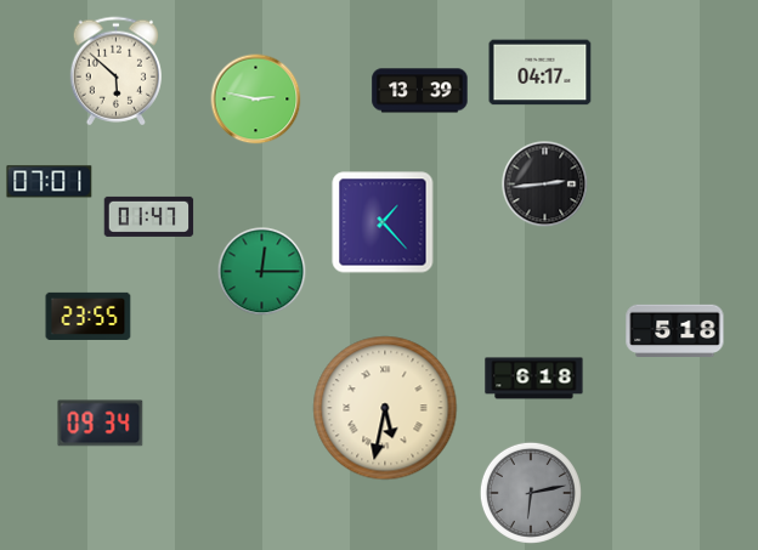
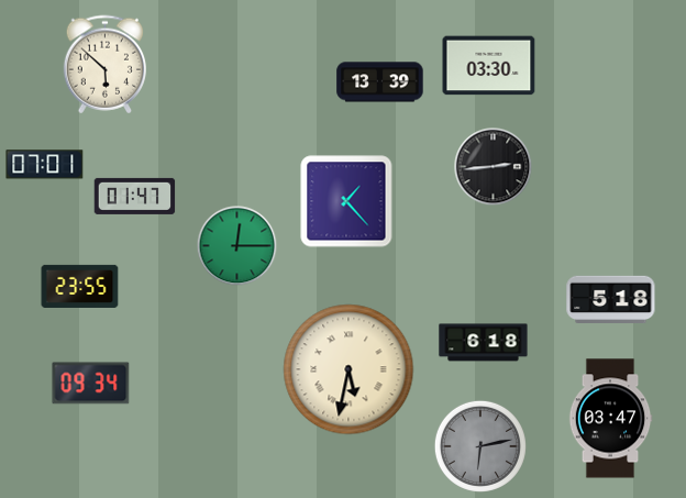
clock at (541, 73): 04:17 -> 03:30
clock at (256, 100): 2:47 -> none
clock at (610, 419): none -> 03:47
